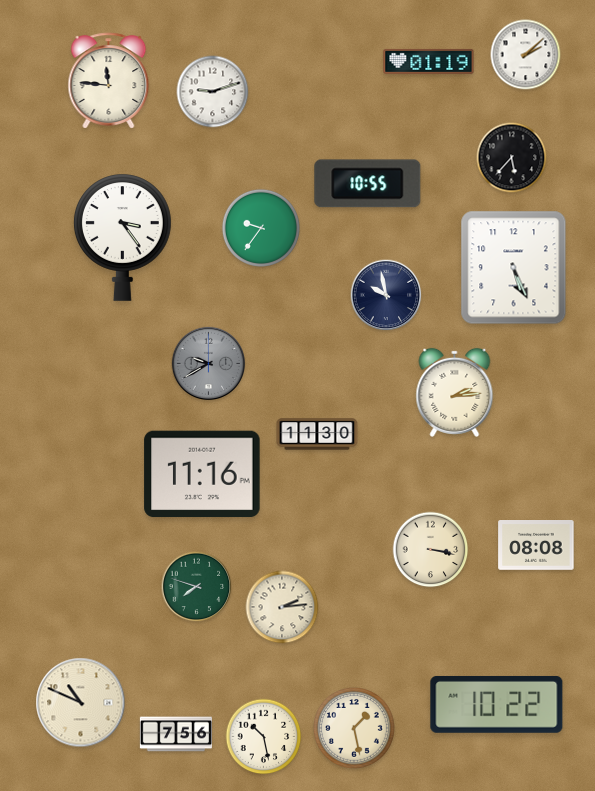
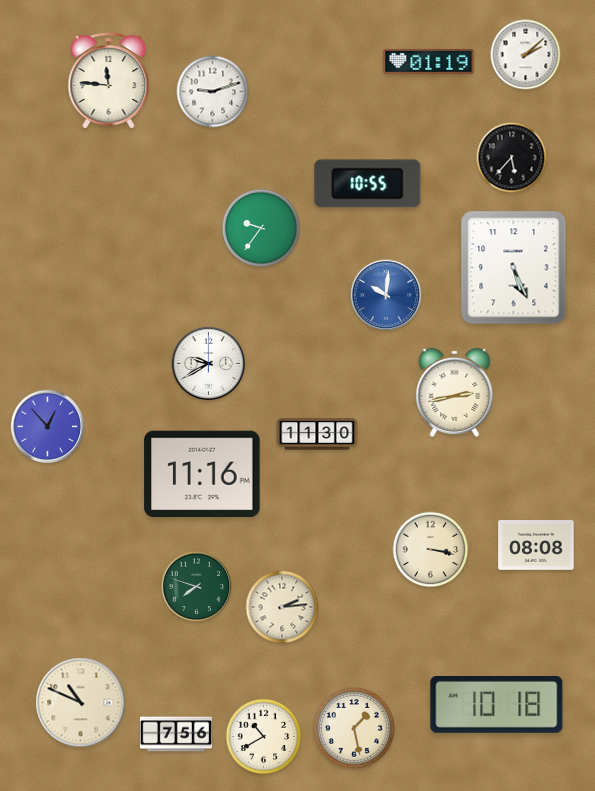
clock at (122, 237): 3:24 -> none
clock at (386, 295): 9:58 -> 10:01
clock at (386, 295) dial: navy -> blue
clock at (208, 363) dial: grey -> white
clock at (455, 392): 2:14 -> 2:43
clock at (47, 426): none -> 12:53
clock at (497, 704): 10:22 -> 10:18
clock at (264, 737): 10:28 -> 10:40
